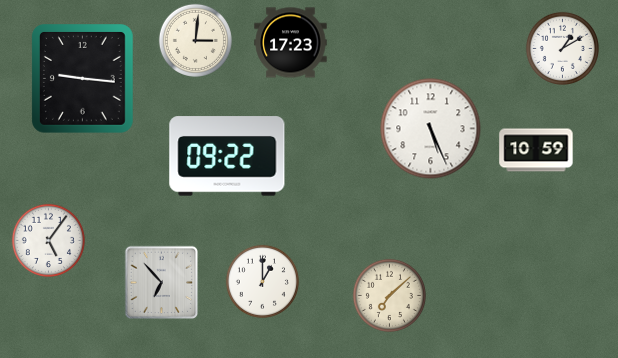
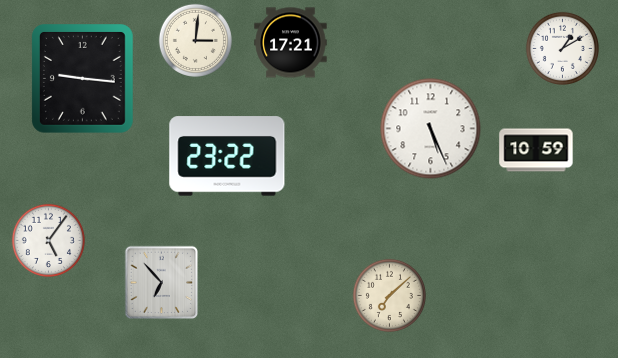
clock at (291, 43): 17:23 -> 17:21
clock at (227, 156): 09:22 -> 23:22
clock at (262, 281): 1:00 -> none
